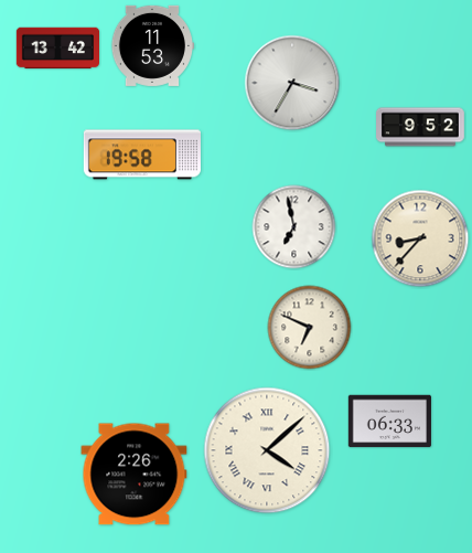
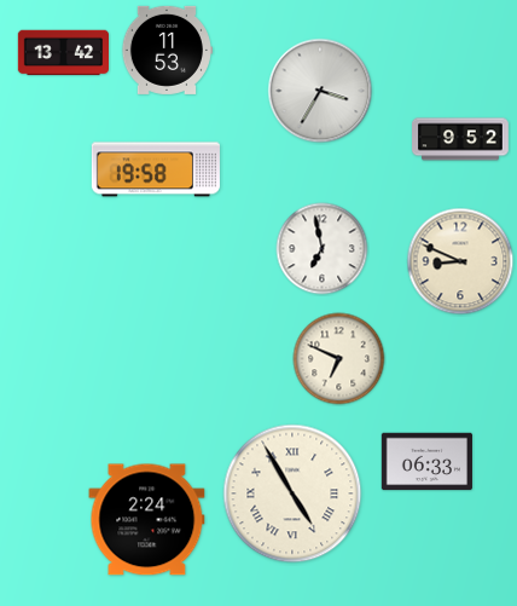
clock at (420, 238): 8:37 -> 8:49
clock at (267, 450): 4:08 -> 4:55
clock at (135, 475): 2:26 -> 2:24
